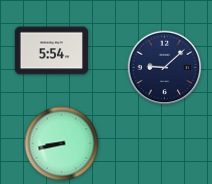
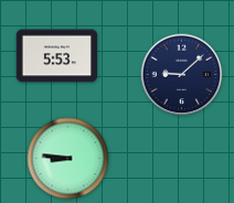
clock at (52, 51): 5:54 -> 5:53
clock at (62, 144): 8:43 -> 8:46
